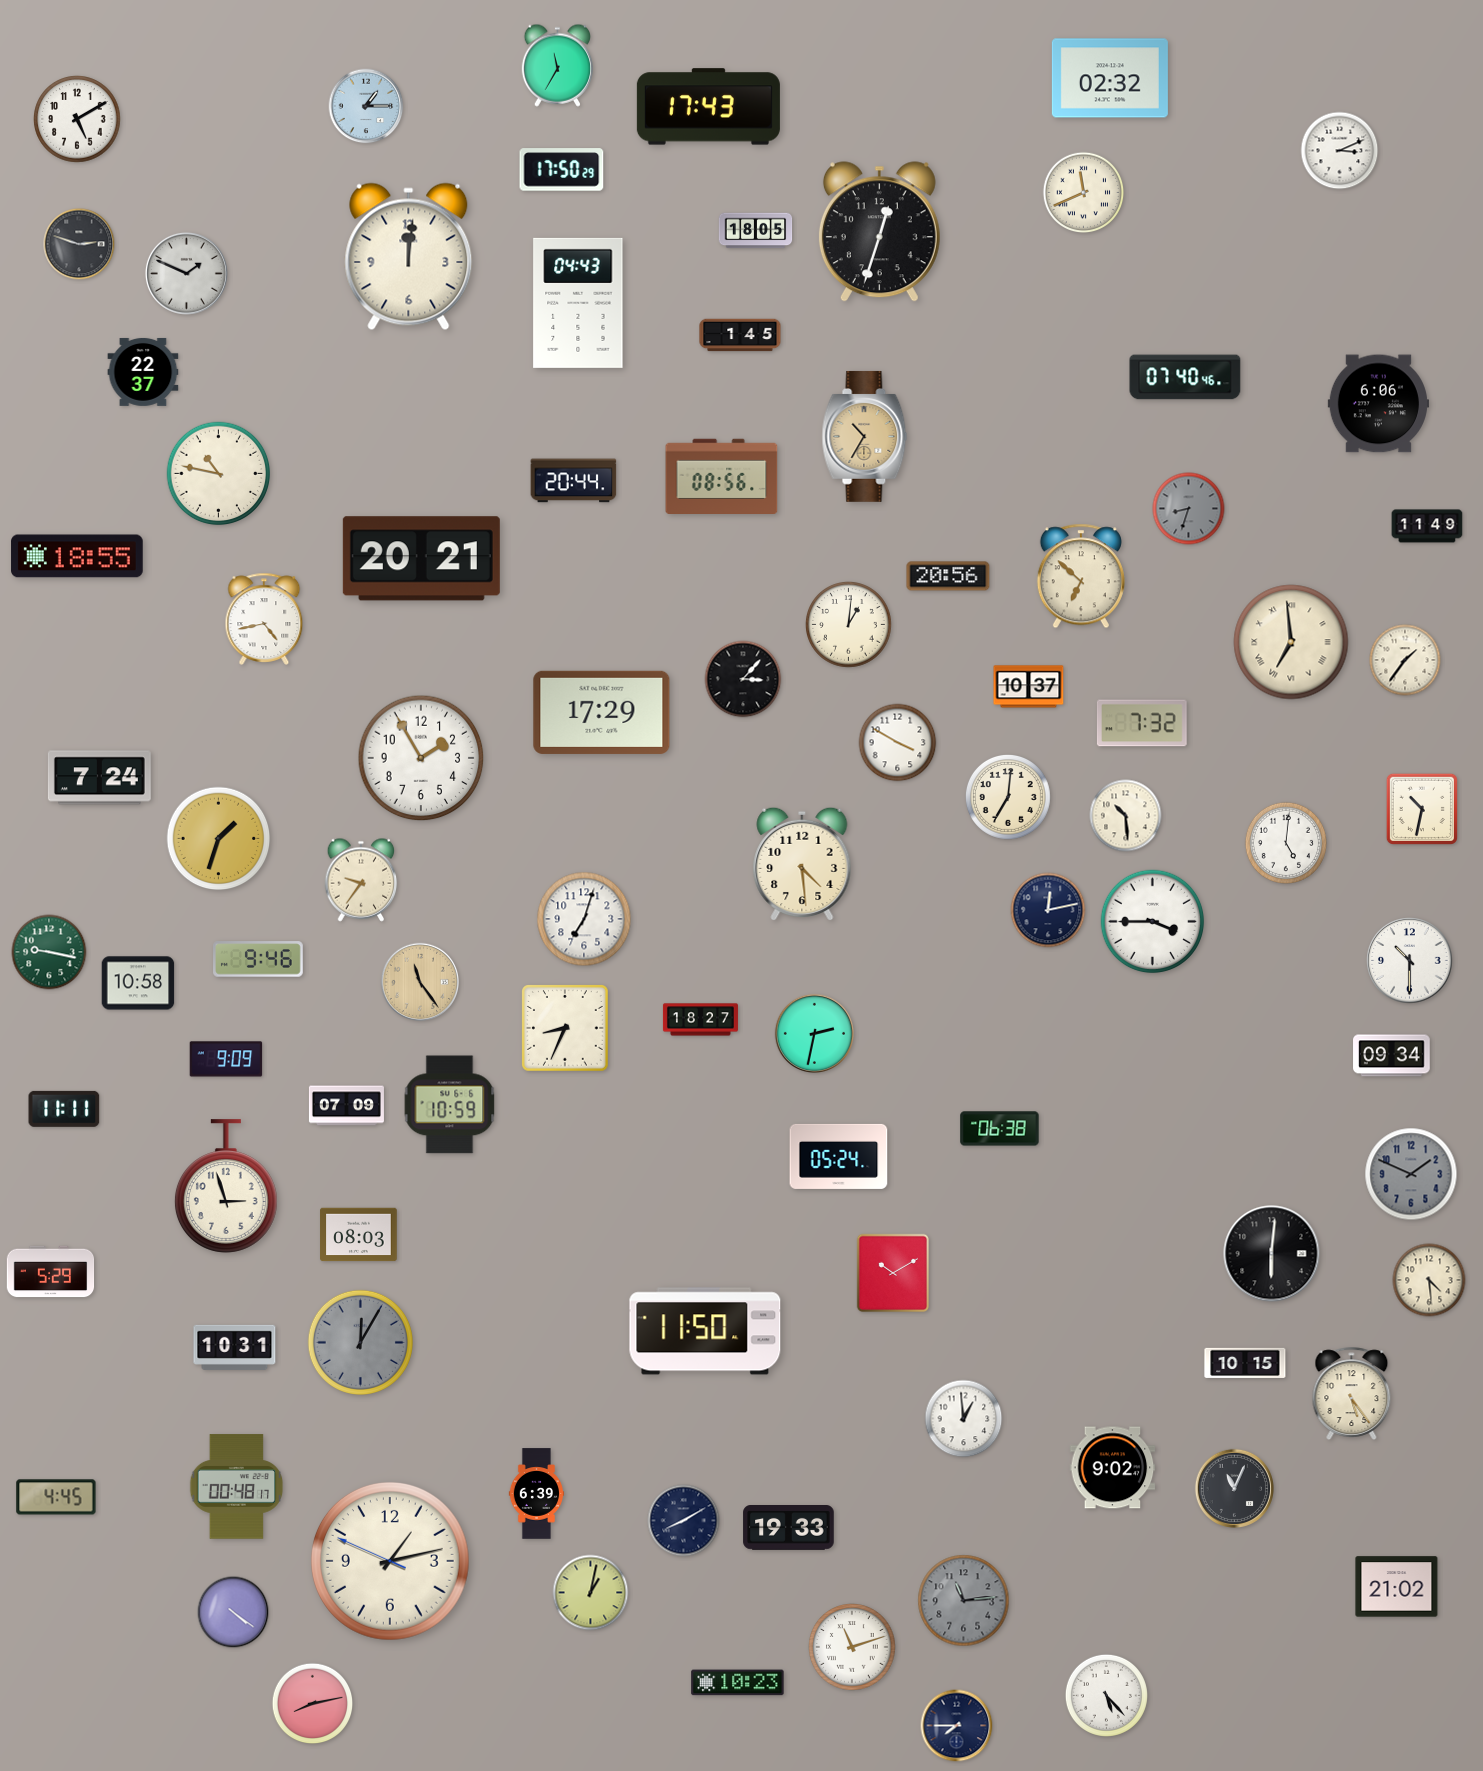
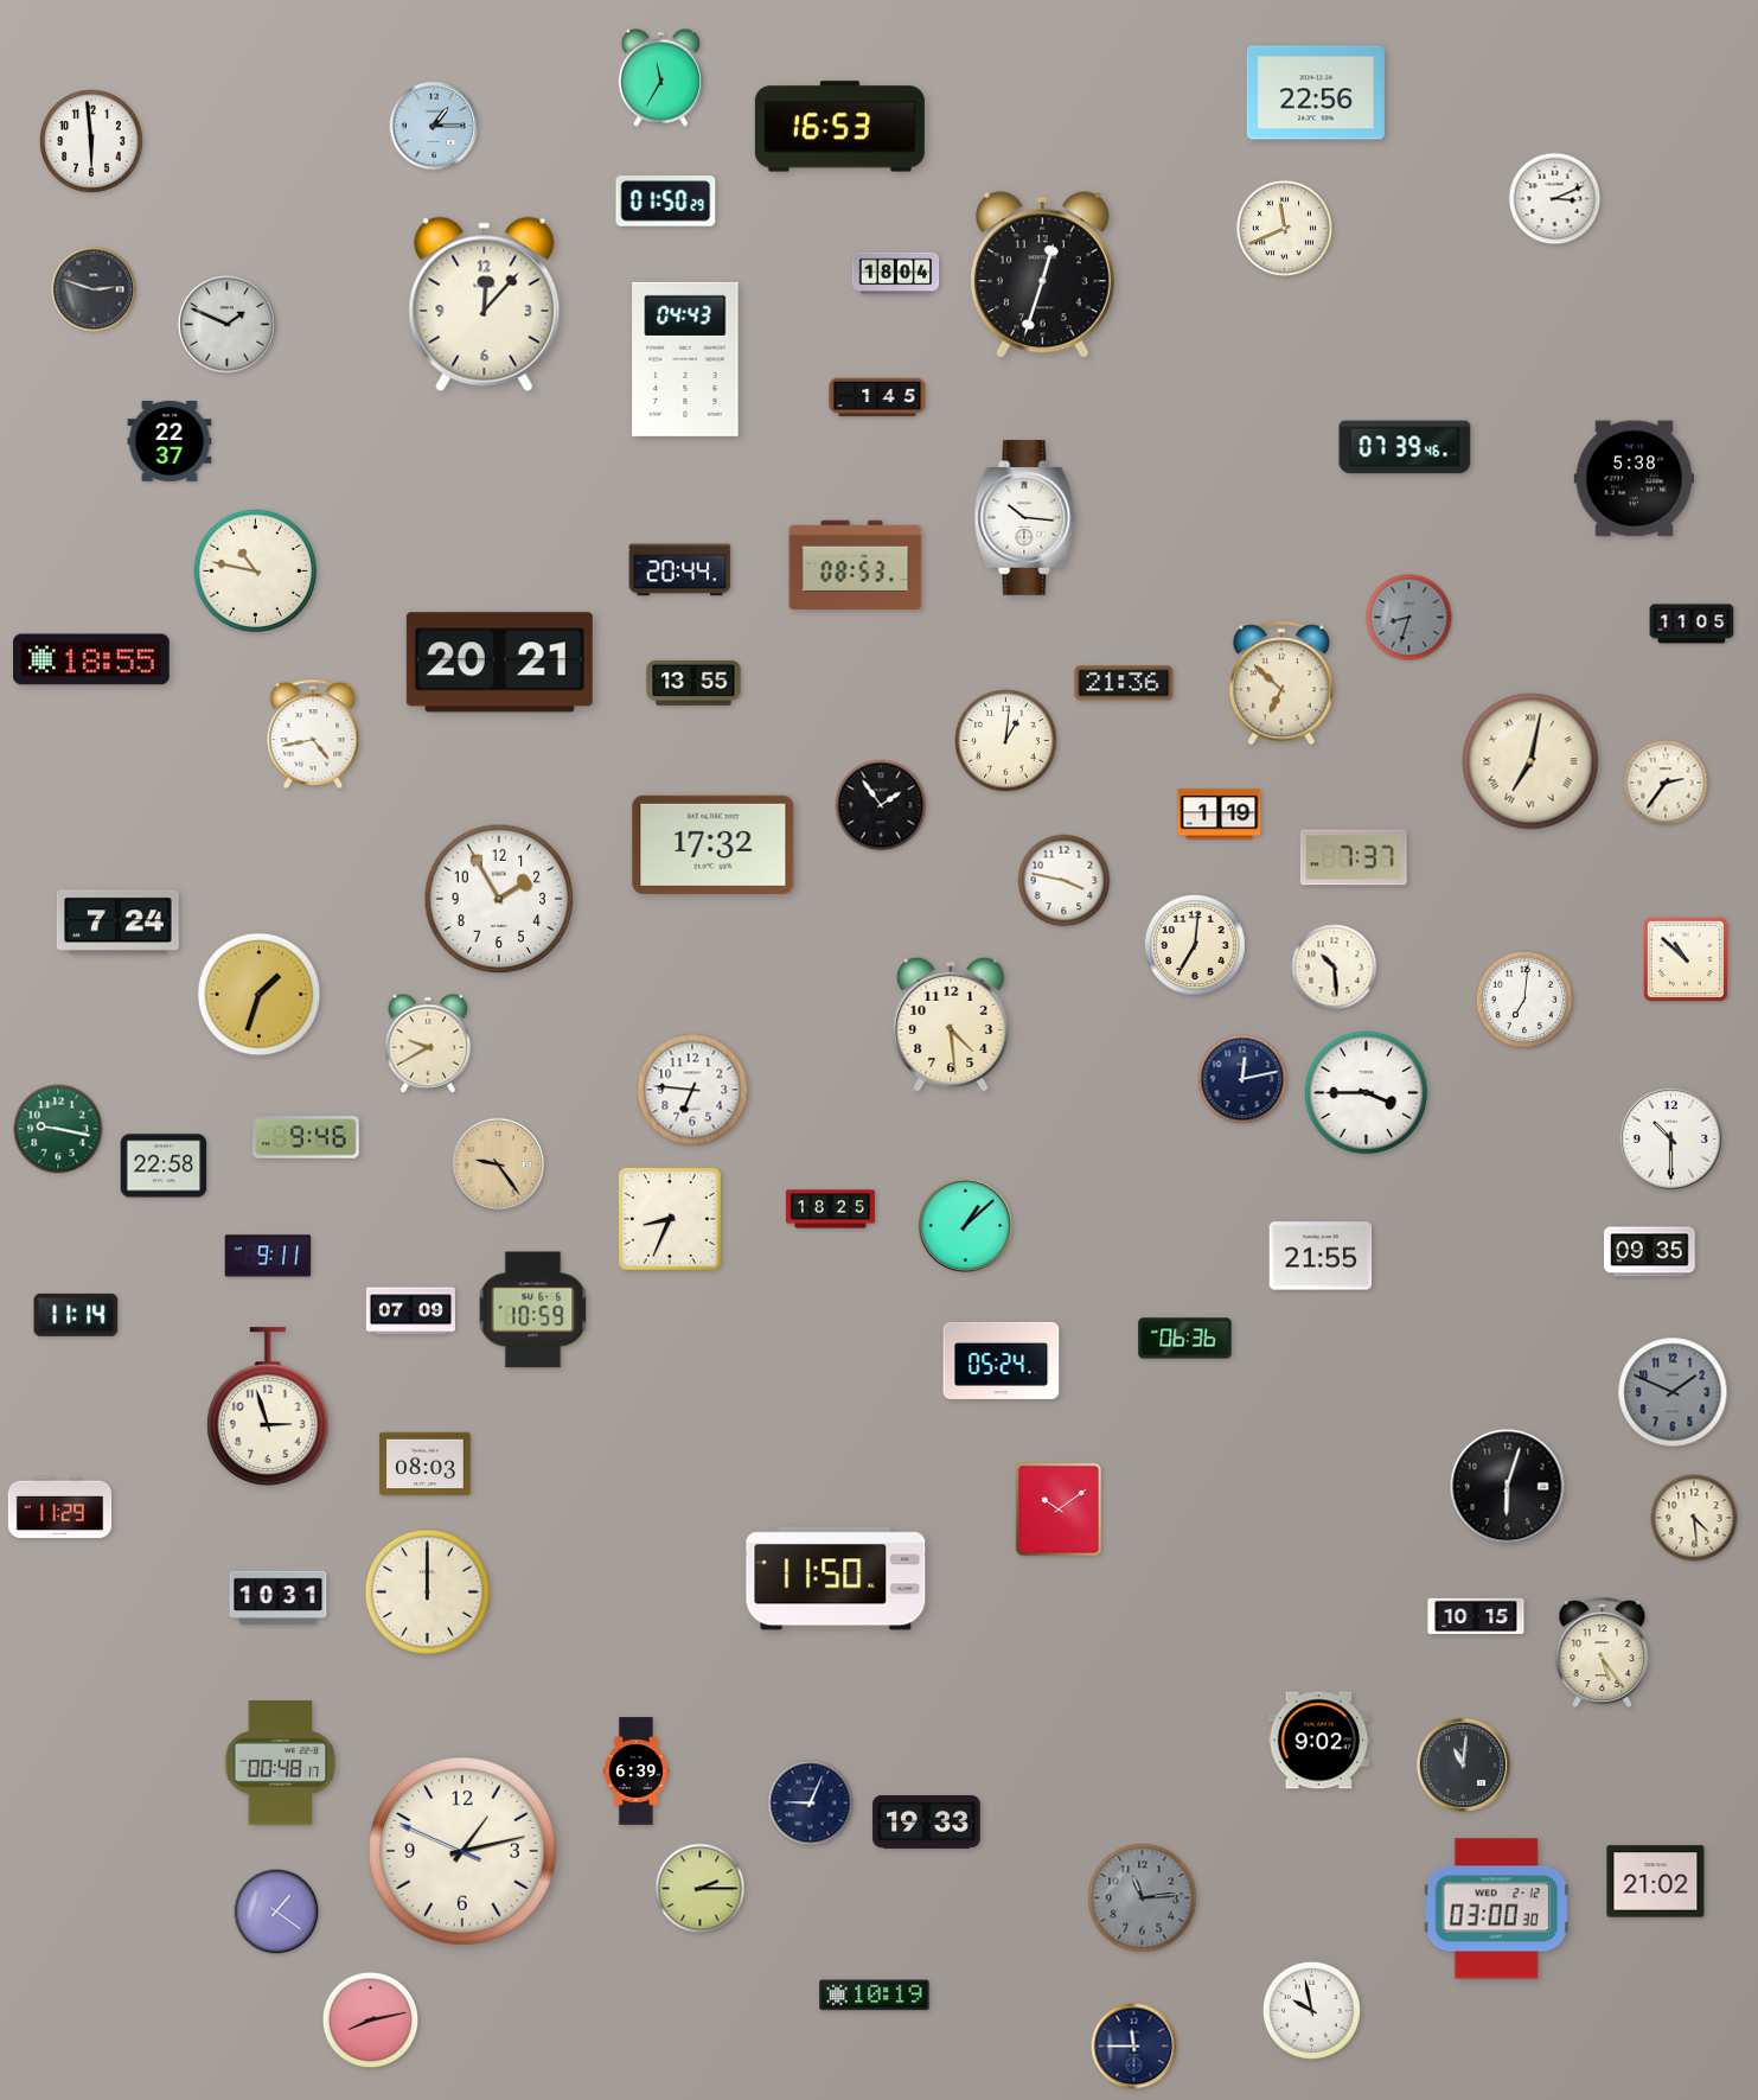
clock at (1110, 78): 02:32 -> 22:56
clock at (708, 107): 17:43 -> 16:53
clock at (77, 119): 5:10 -> 5:59
clock at (1340, 151) position: (1340, 151) -> (1555, 199)
clock at (562, 170): 17:50 -> 01:50
clock at (756, 231): 18:05 -> 18:04
clock at (409, 257): 12:01 -> 12:07
clock at (186, 273) position: (186, 273) -> (226, 324)
clock at (1185, 377): 07:40 -> 07:39
clock at (1378, 404): 6:06 -> 5:38
clock at (865, 436): 10:35 -> 10:16
clock at (865, 436) dial: champagne -> white
clock at (219, 474) position: (219, 474) -> (256, 572)
clock at (722, 476): 08:56 -> 08:53
clock at (1189, 509) position: (1189, 509) -> (1409, 618)
clock at (1427, 526): 11:49 -> 11:05
clock at (693, 683): none -> 13:55
clock at (948, 576): 20:56 -> 21:36
clock at (1291, 642): 6:59 -> 7:02
clock at (1405, 660): 1:36 -> 2:36
clock at (743, 679): 3:07 -> 1:54
clock at (1029, 687): 10:37 -> 1:19
clock at (602, 712): 17:29 -> 17:32
clock at (1142, 723): 7:32 -> 7:37
clock at (898, 743): 3:50 -> 3:47
clock at (1422, 809): 10:32 -> 10:52
clock at (1285, 842): 5:01 -> 7:01
clock at (361, 880): 9:36 -> 9:40
clock at (584, 919): 7:03 -> 6:46
clock at (419, 981): 11:24 -> 9:24
clock at (138, 983): 10:58 -> 22:58
clock at (700, 1020): 18:27 -> 18:25
clock at (814, 1033): 2:32 -> 1:08
clock at (1392, 1056): 09:34 -> 09:35
clock at (226, 1059): 9:09 -> 9:11
clock at (1321, 1256): none -> 21:55
clock at (64, 1109): 11:11 -> 11:14
clock at (1000, 1129): 06:38 -> 06:36
clock at (839, 1156) position: (839, 1156) -> (1002, 1360)
clock at (1272, 1254): 6:01 -> 6:03
clock at (51, 1272): 5:29 -> 11:29
clock at (893, 1273): 10:10 -> 10:09
clock at (360, 1342): 12:05 -> 12:00
clock at (360, 1342) dial: grey -> cream
clock at (964, 1419): 12:59 -> none
clock at (1234, 1488): 11:04 -> 11:01
clock at (56, 1497): 4:45 -> none
clock at (684, 1521): 8:10 -> 9:04
clock at (789, 1528) position: (789, 1528) -> (927, 1823)
clock at (591, 1593): 1:02 -> 2:15
clock at (1496, 1909): none -> 03:00
clock at (233, 1612): 4:21 -> 1:21
clock at (852, 1647): 11:12 -> none
clock at (738, 1683): 10:23 -> 10:19
clock at (1106, 1695): 5:23 -> 9:58
clock at (957, 1726): 7:45 -> 11:45
